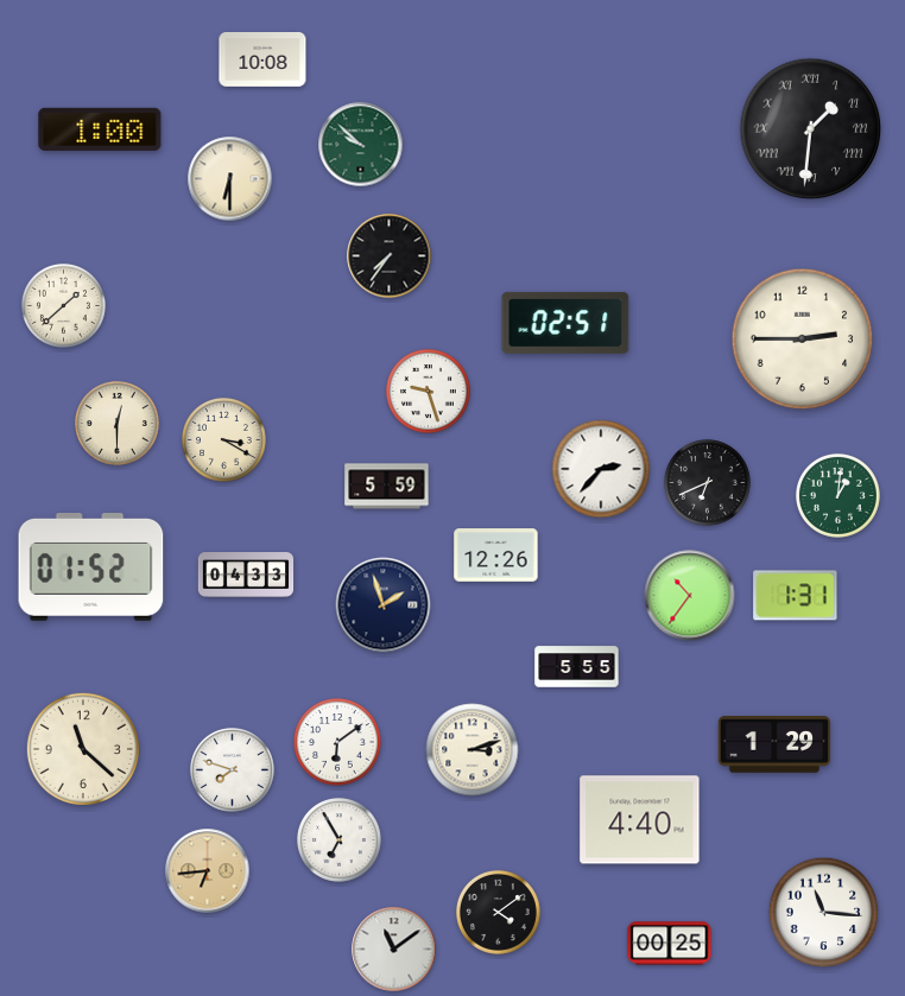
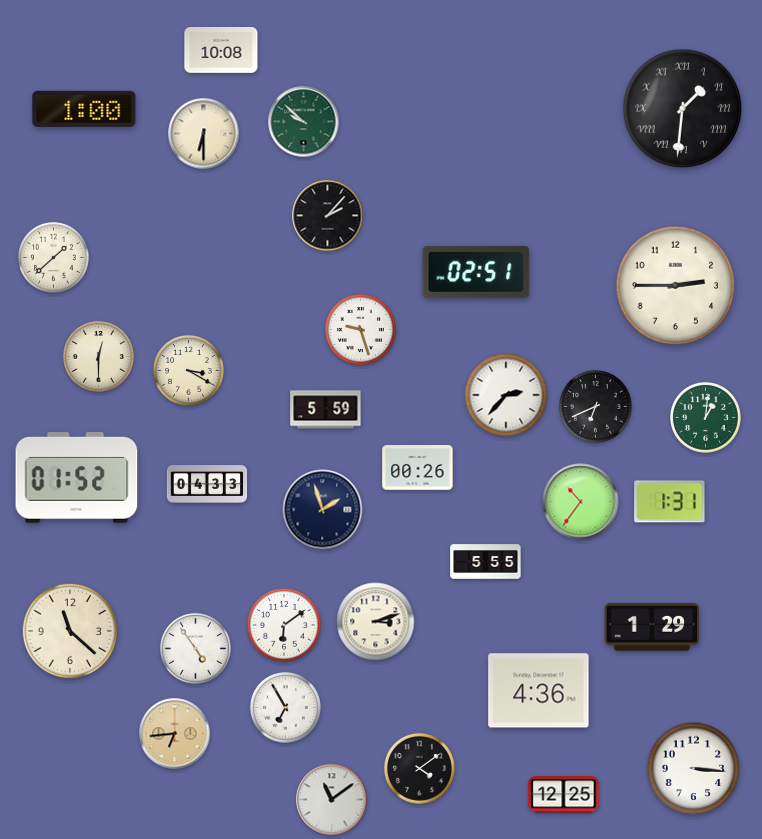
clock at (230, 179) position: (230, 179) -> (204, 134)
clock at (390, 256): 7:36 -> 2:07
clock at (496, 556): 12:26 -> 00:26
clock at (473, 750) position: (473, 750) -> (376, 622)
clock at (233, 770): 7:48 -> 4:54
clock at (640, 820): 4:40 -> 4:36
clock at (824, 913): 11:16 -> 3:16
clock at (670, 944): 00:25 -> 12:25
